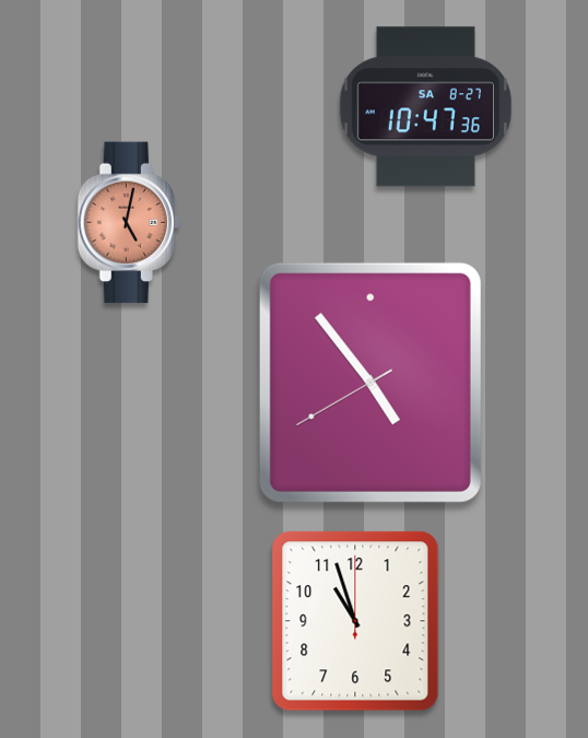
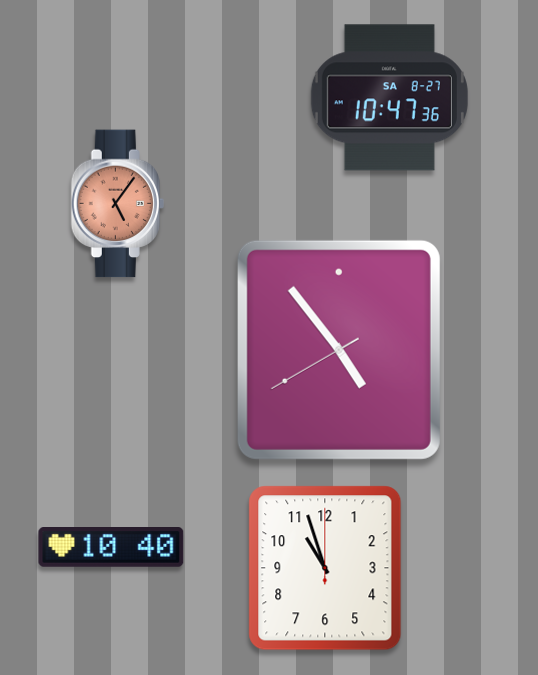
clock at (128, 223): 5:02 -> 5:06
clock at (111, 548): none -> 10:40
